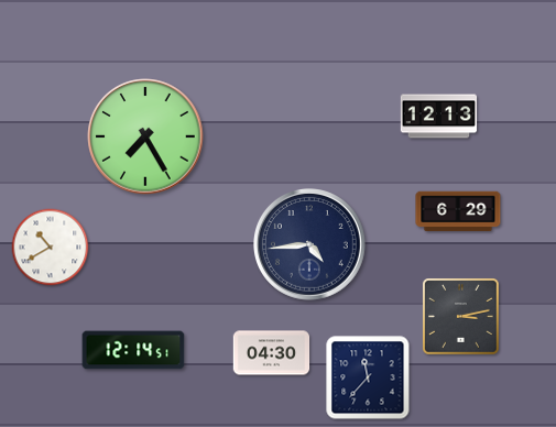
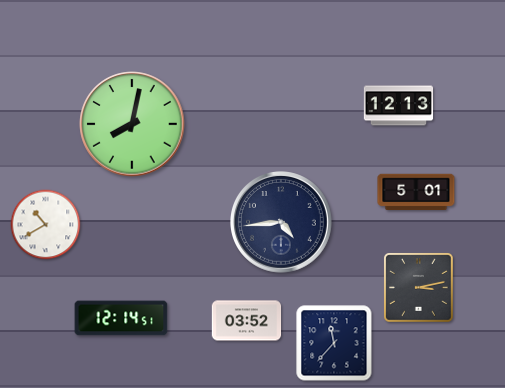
clock at (145, 136): 7:25 -> 8:02
clock at (458, 211): 6:29 -> 5:01
clock at (272, 353): 04:30 -> 03:52
